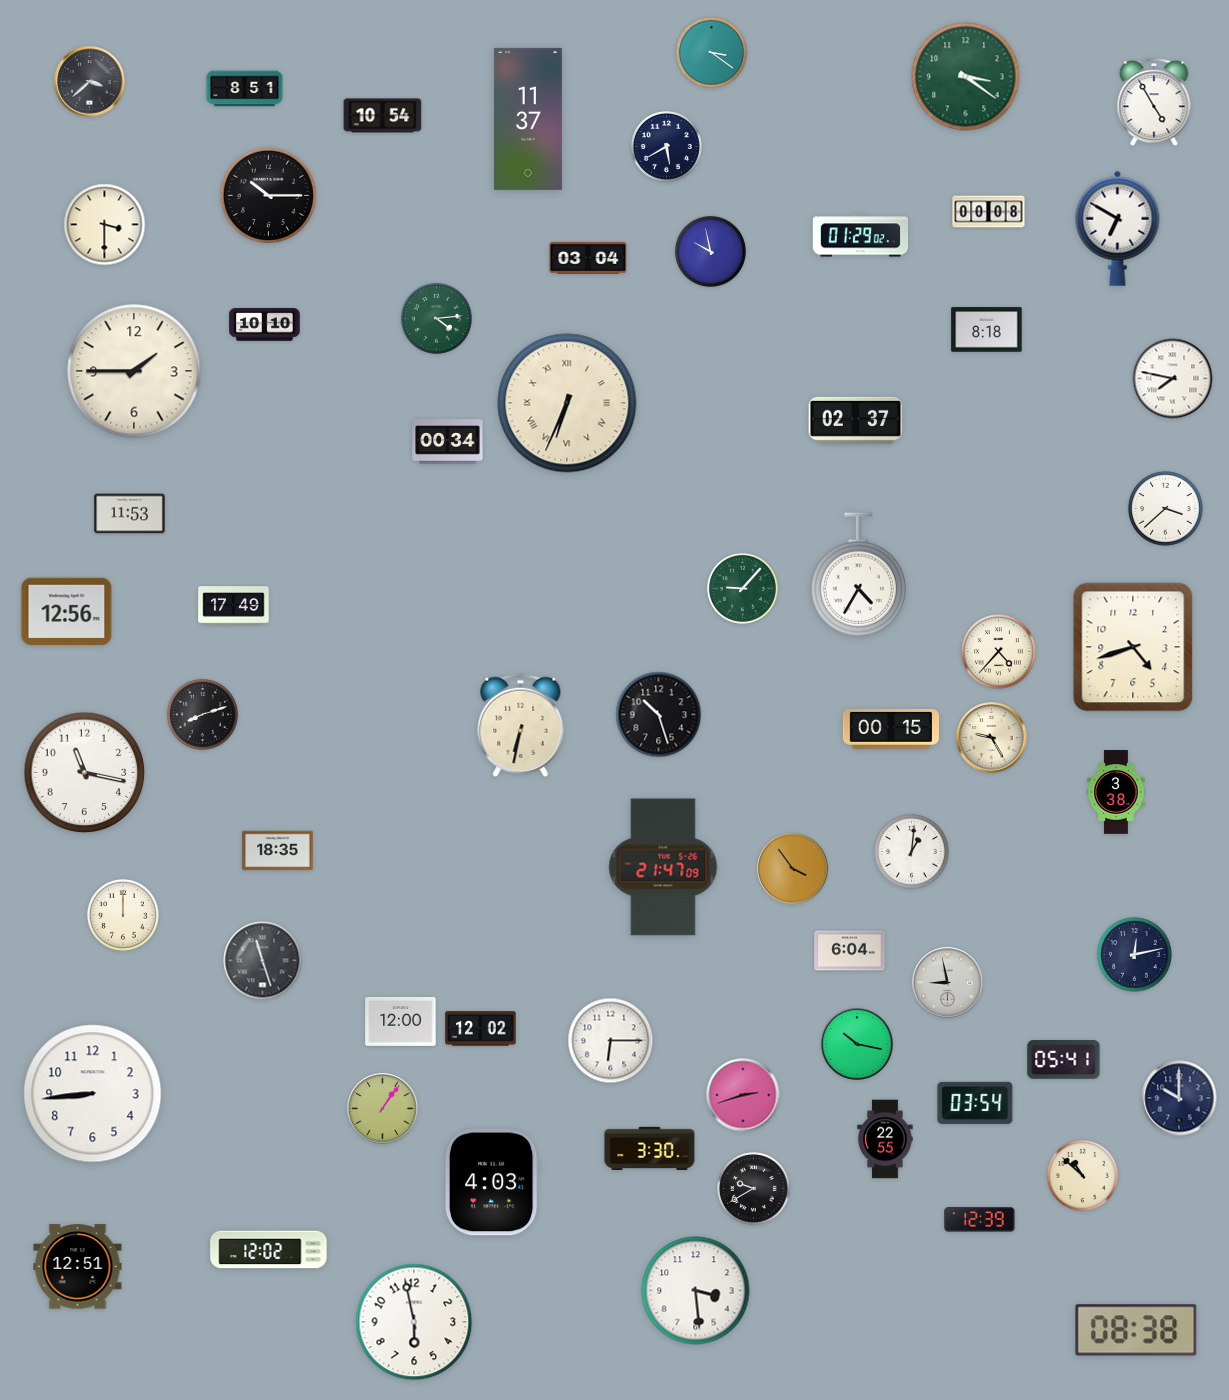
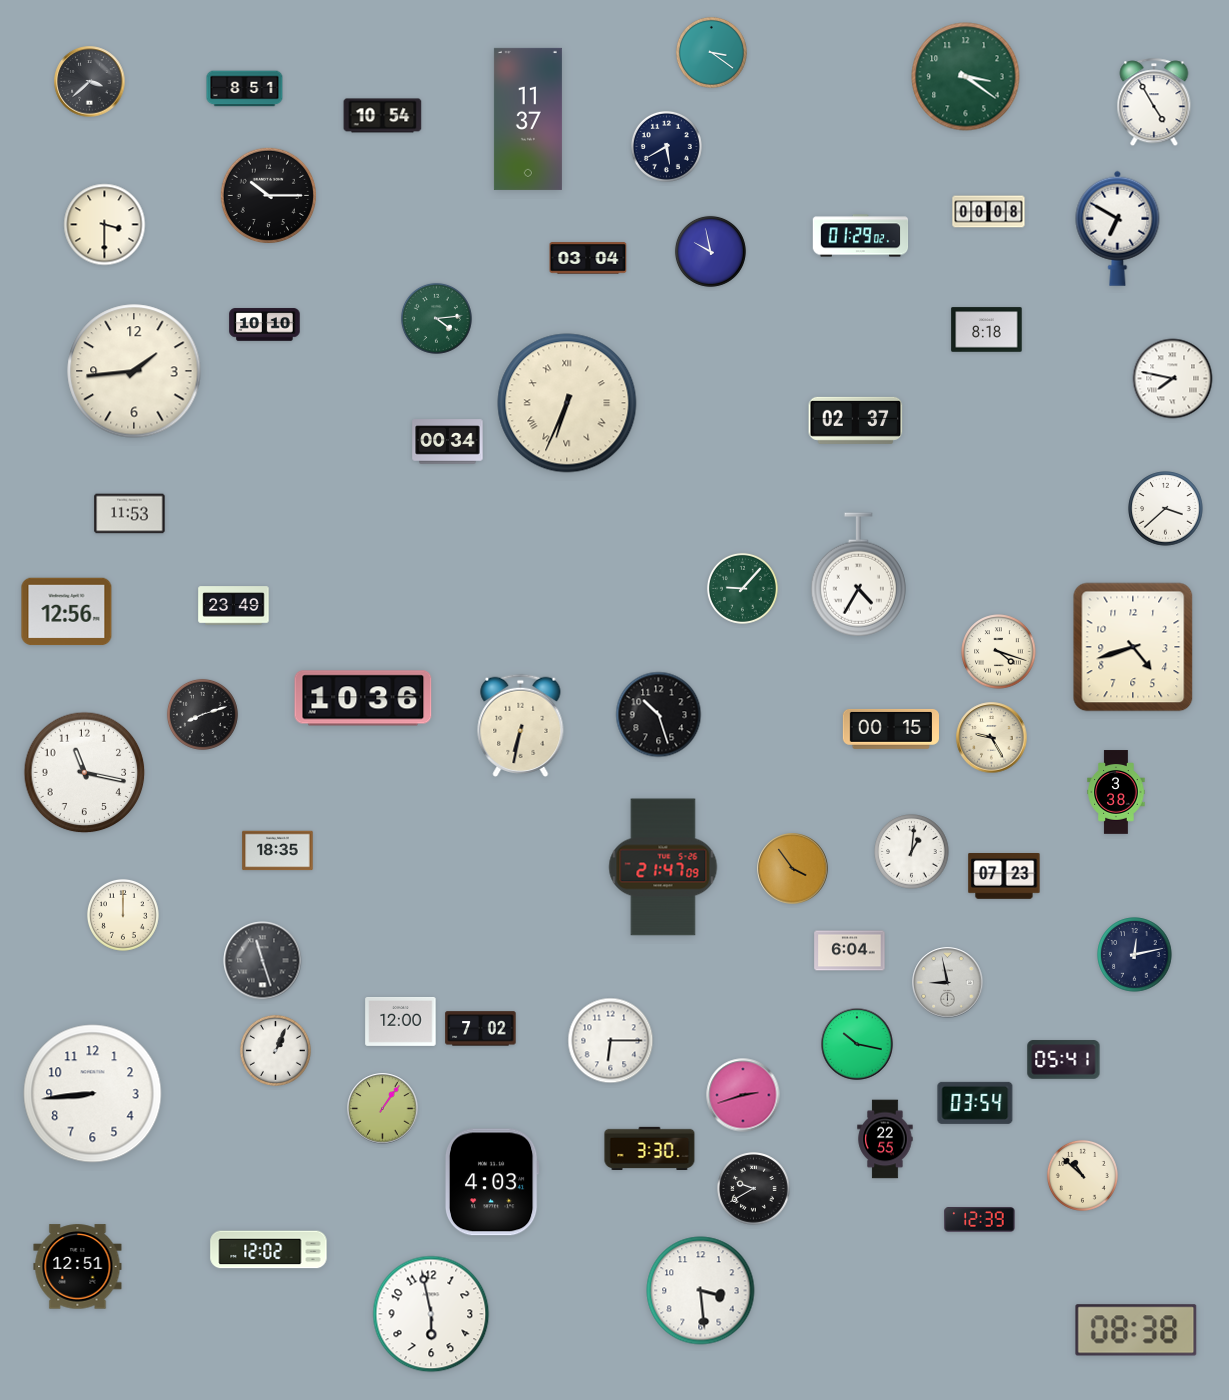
clock at (134, 371): 1:45 -> 1:44
clock at (234, 606): 17:49 -> 23:49
clock at (999, 652): 4:37 -> 4:18
clock at (363, 698): none -> 10:36
clock at (1004, 877): none -> 07:23
clock at (481, 1029): 12:02 -> 7:02
clock at (275, 1050): none -> 1:04
clock at (1179, 1098): 10:00 -> none
clock at (696, 1291) position: (696, 1291) -> (701, 1291)
clock at (414, 1322) position: (414, 1322) -> (431, 1314)
